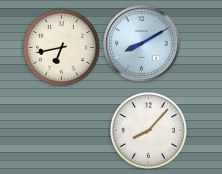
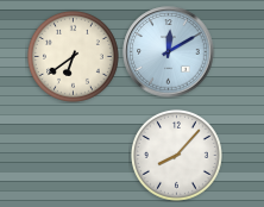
clock at (142, 44): 8:10 -> 12:10
clock at (62, 48): 6:43 -> 6:39
